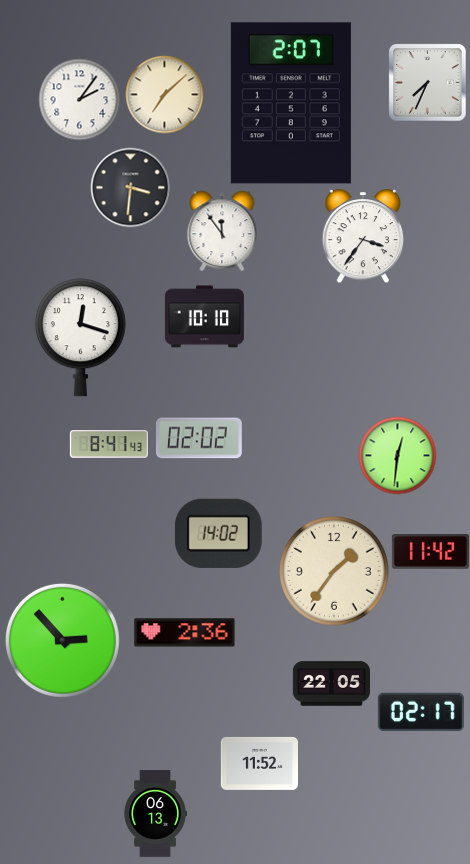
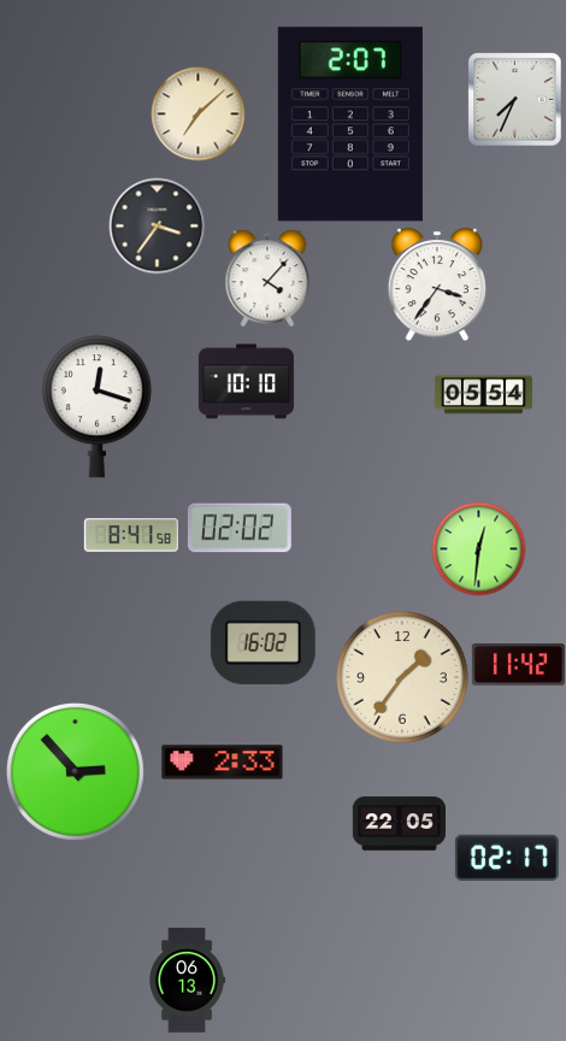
clock at (79, 99): 2:06 -> none
clock at (130, 187): 3:31 -> 3:36
clock at (222, 231): 11:54 -> 4:07
clock at (483, 395): none -> 05:54
clock at (109, 444): 8:41:43 -> 8:41:58
clock at (218, 533): 14:02 -> 16:02
clock at (335, 572) position: (335, 572) -> (403, 678)
clock at (185, 633): 2:36 -> 2:33
clock at (259, 763): 11:52 -> none
